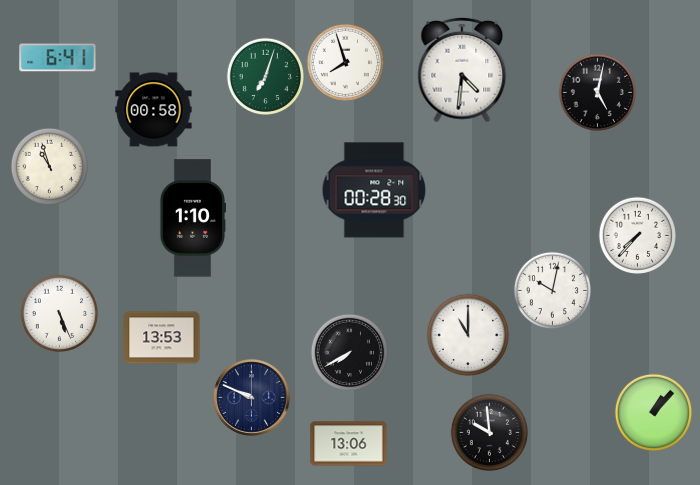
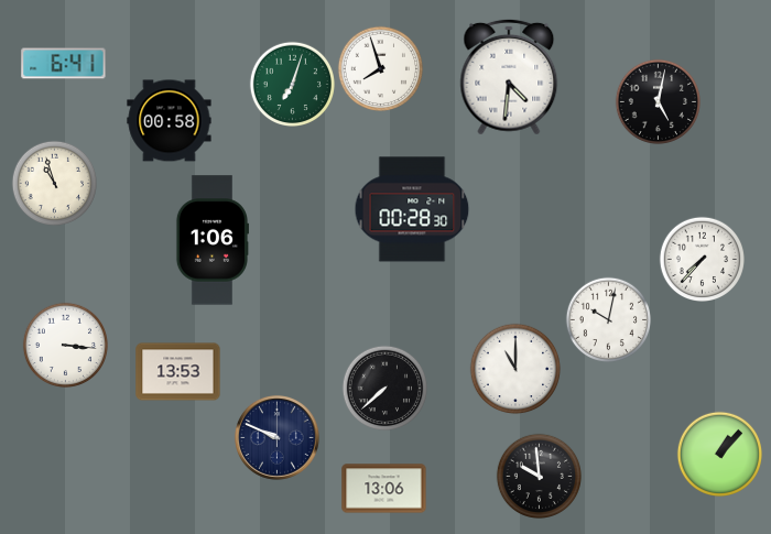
clock at (192, 218): 1:10 -> 1:06
clock at (59, 313): 5:26 -> 3:16
clock at (349, 352): 7:40 -> 7:38
